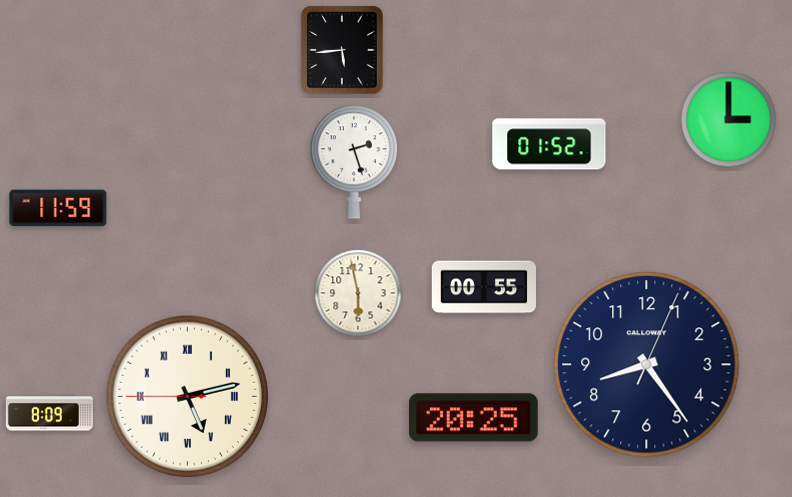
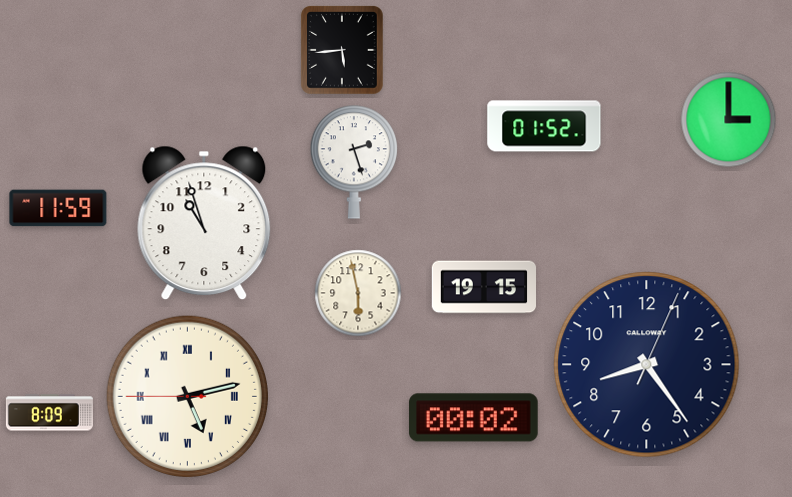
clock at (549, 144) position: (549, 144) -> (544, 126)
clock at (204, 223): none -> 10:57
clock at (484, 287): 00:55 -> 19:15
clock at (474, 418): 20:25 -> 00:02
